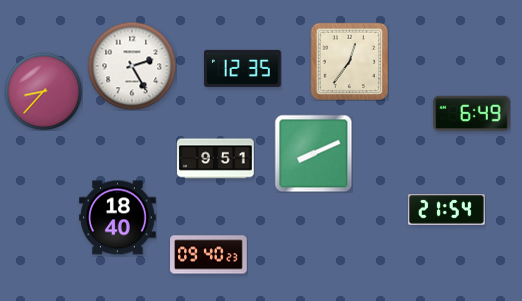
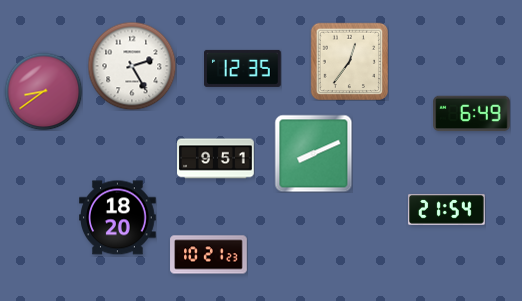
clock at (43, 91): 8:37 -> 8:39
clock at (118, 218): 18:40 -> 18:20
clock at (209, 255): 09:40 -> 10:21
